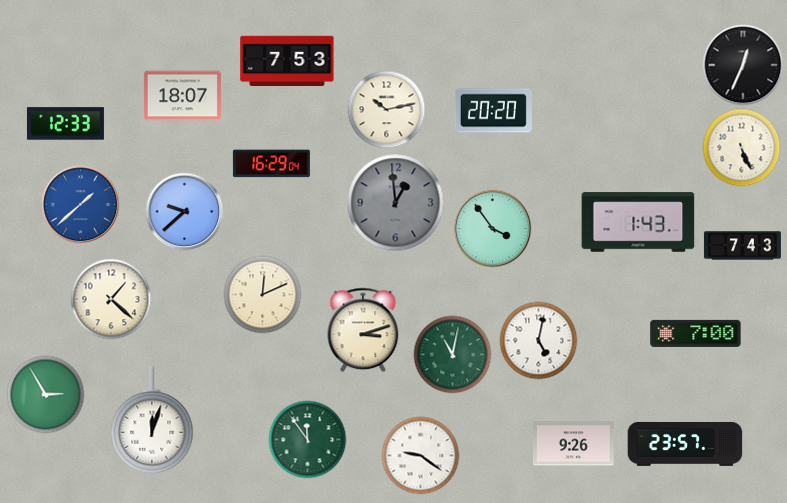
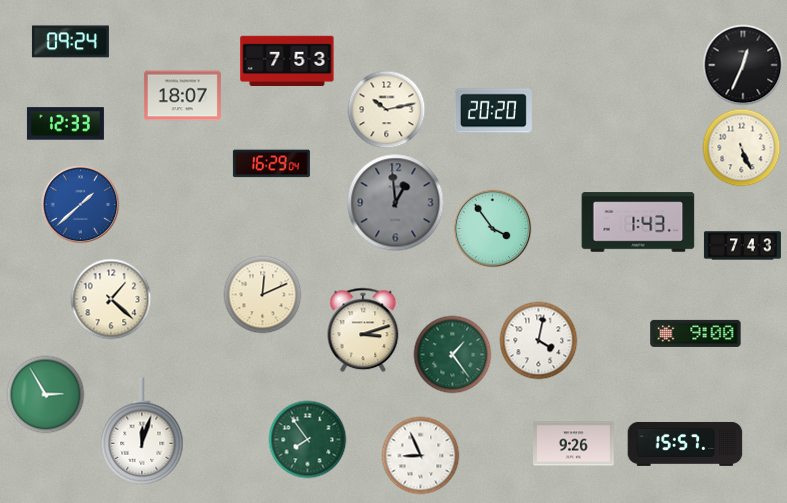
clock at (70, 42): none -> 09:24
clock at (184, 211): 9:38 -> none
clock at (696, 333): 7:00 -> 9:00
clock at (538, 340): 5:02 -> 4:02
clock at (452, 354): 11:02 -> 1:24
clock at (152, 420) position: (152, 420) -> (142, 431)
clock at (307, 439): 11:54 -> 7:54
clock at (685, 444): 23:57 -> 15:57
clock at (420, 455): 9:21 -> 8:56
